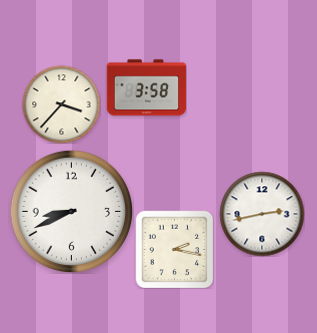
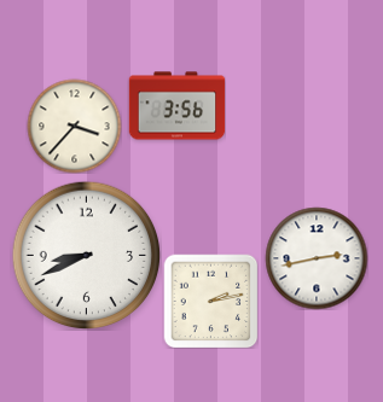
clock at (146, 88): 3:58 -> 3:56
clock at (174, 249): 2:17 -> 2:13
